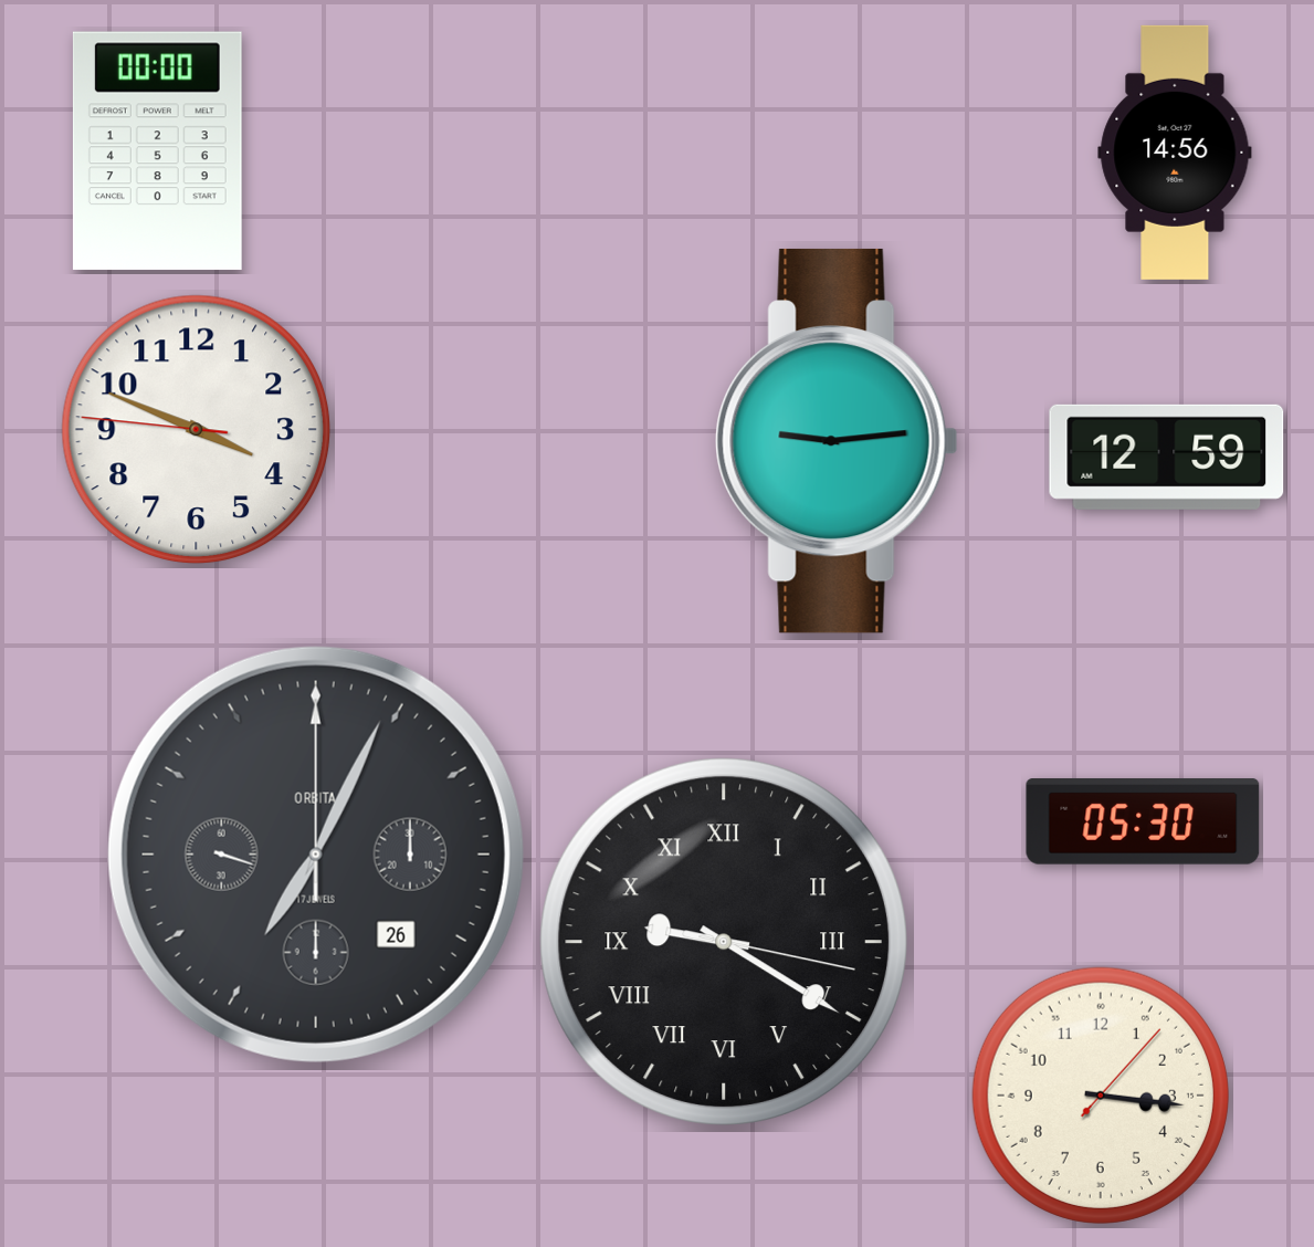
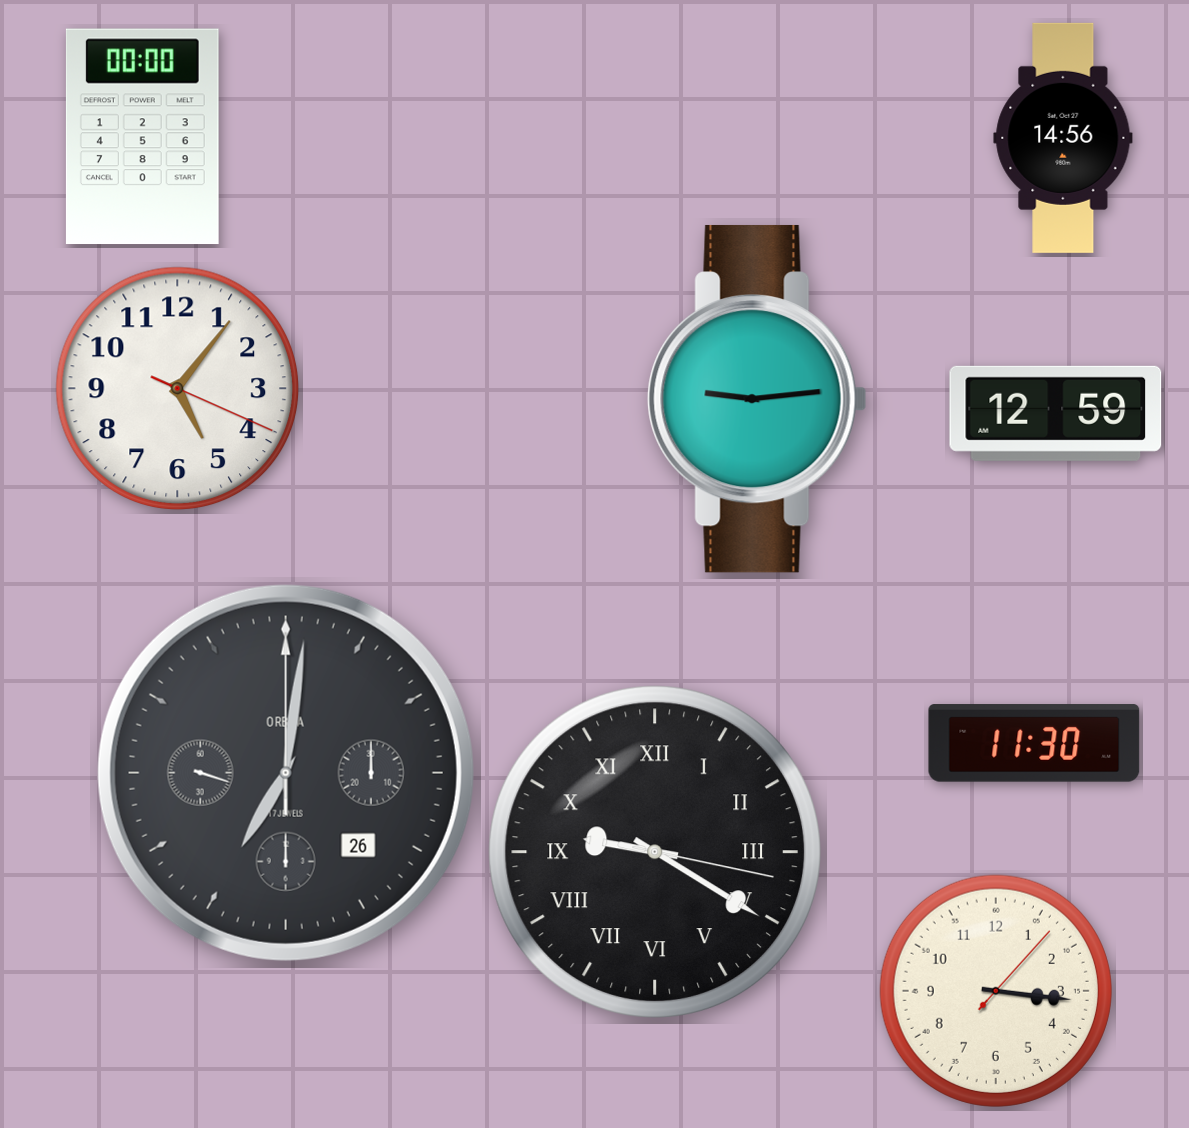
clock at (197, 430): 3:48 -> 5:06
clock at (1143, 821): 05:30 -> 11:30
clock at (316, 855): 7:04 -> 7:01
